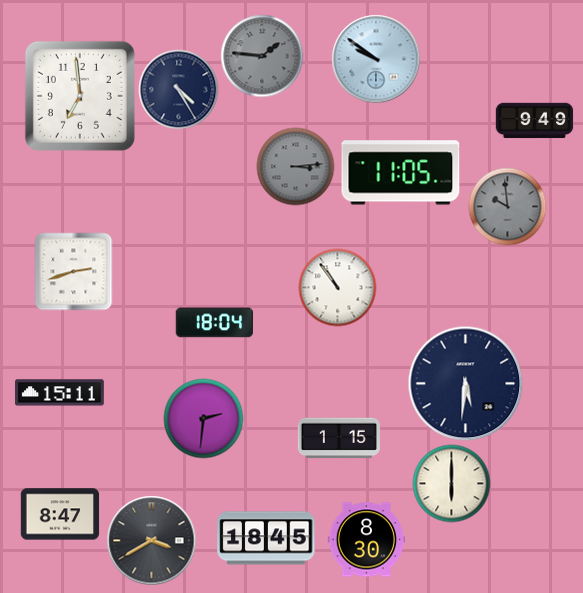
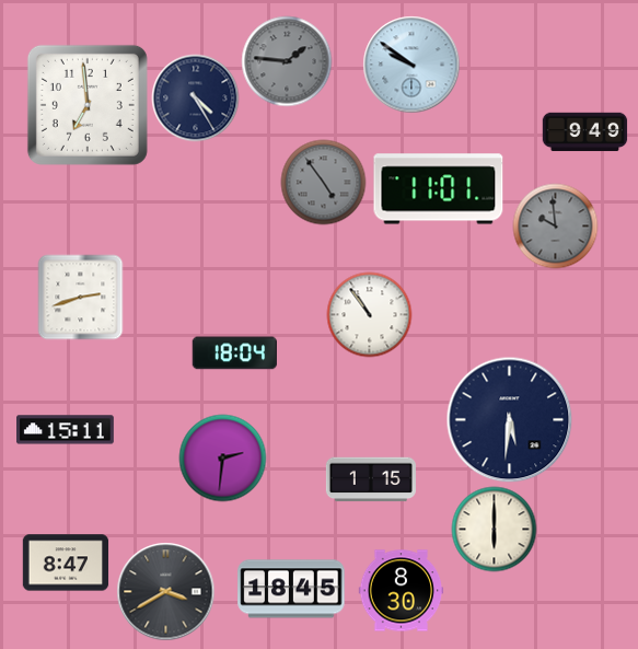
clock at (295, 166): 3:14 -> 4:54
clock at (401, 173): 11:05 -> 11:01
